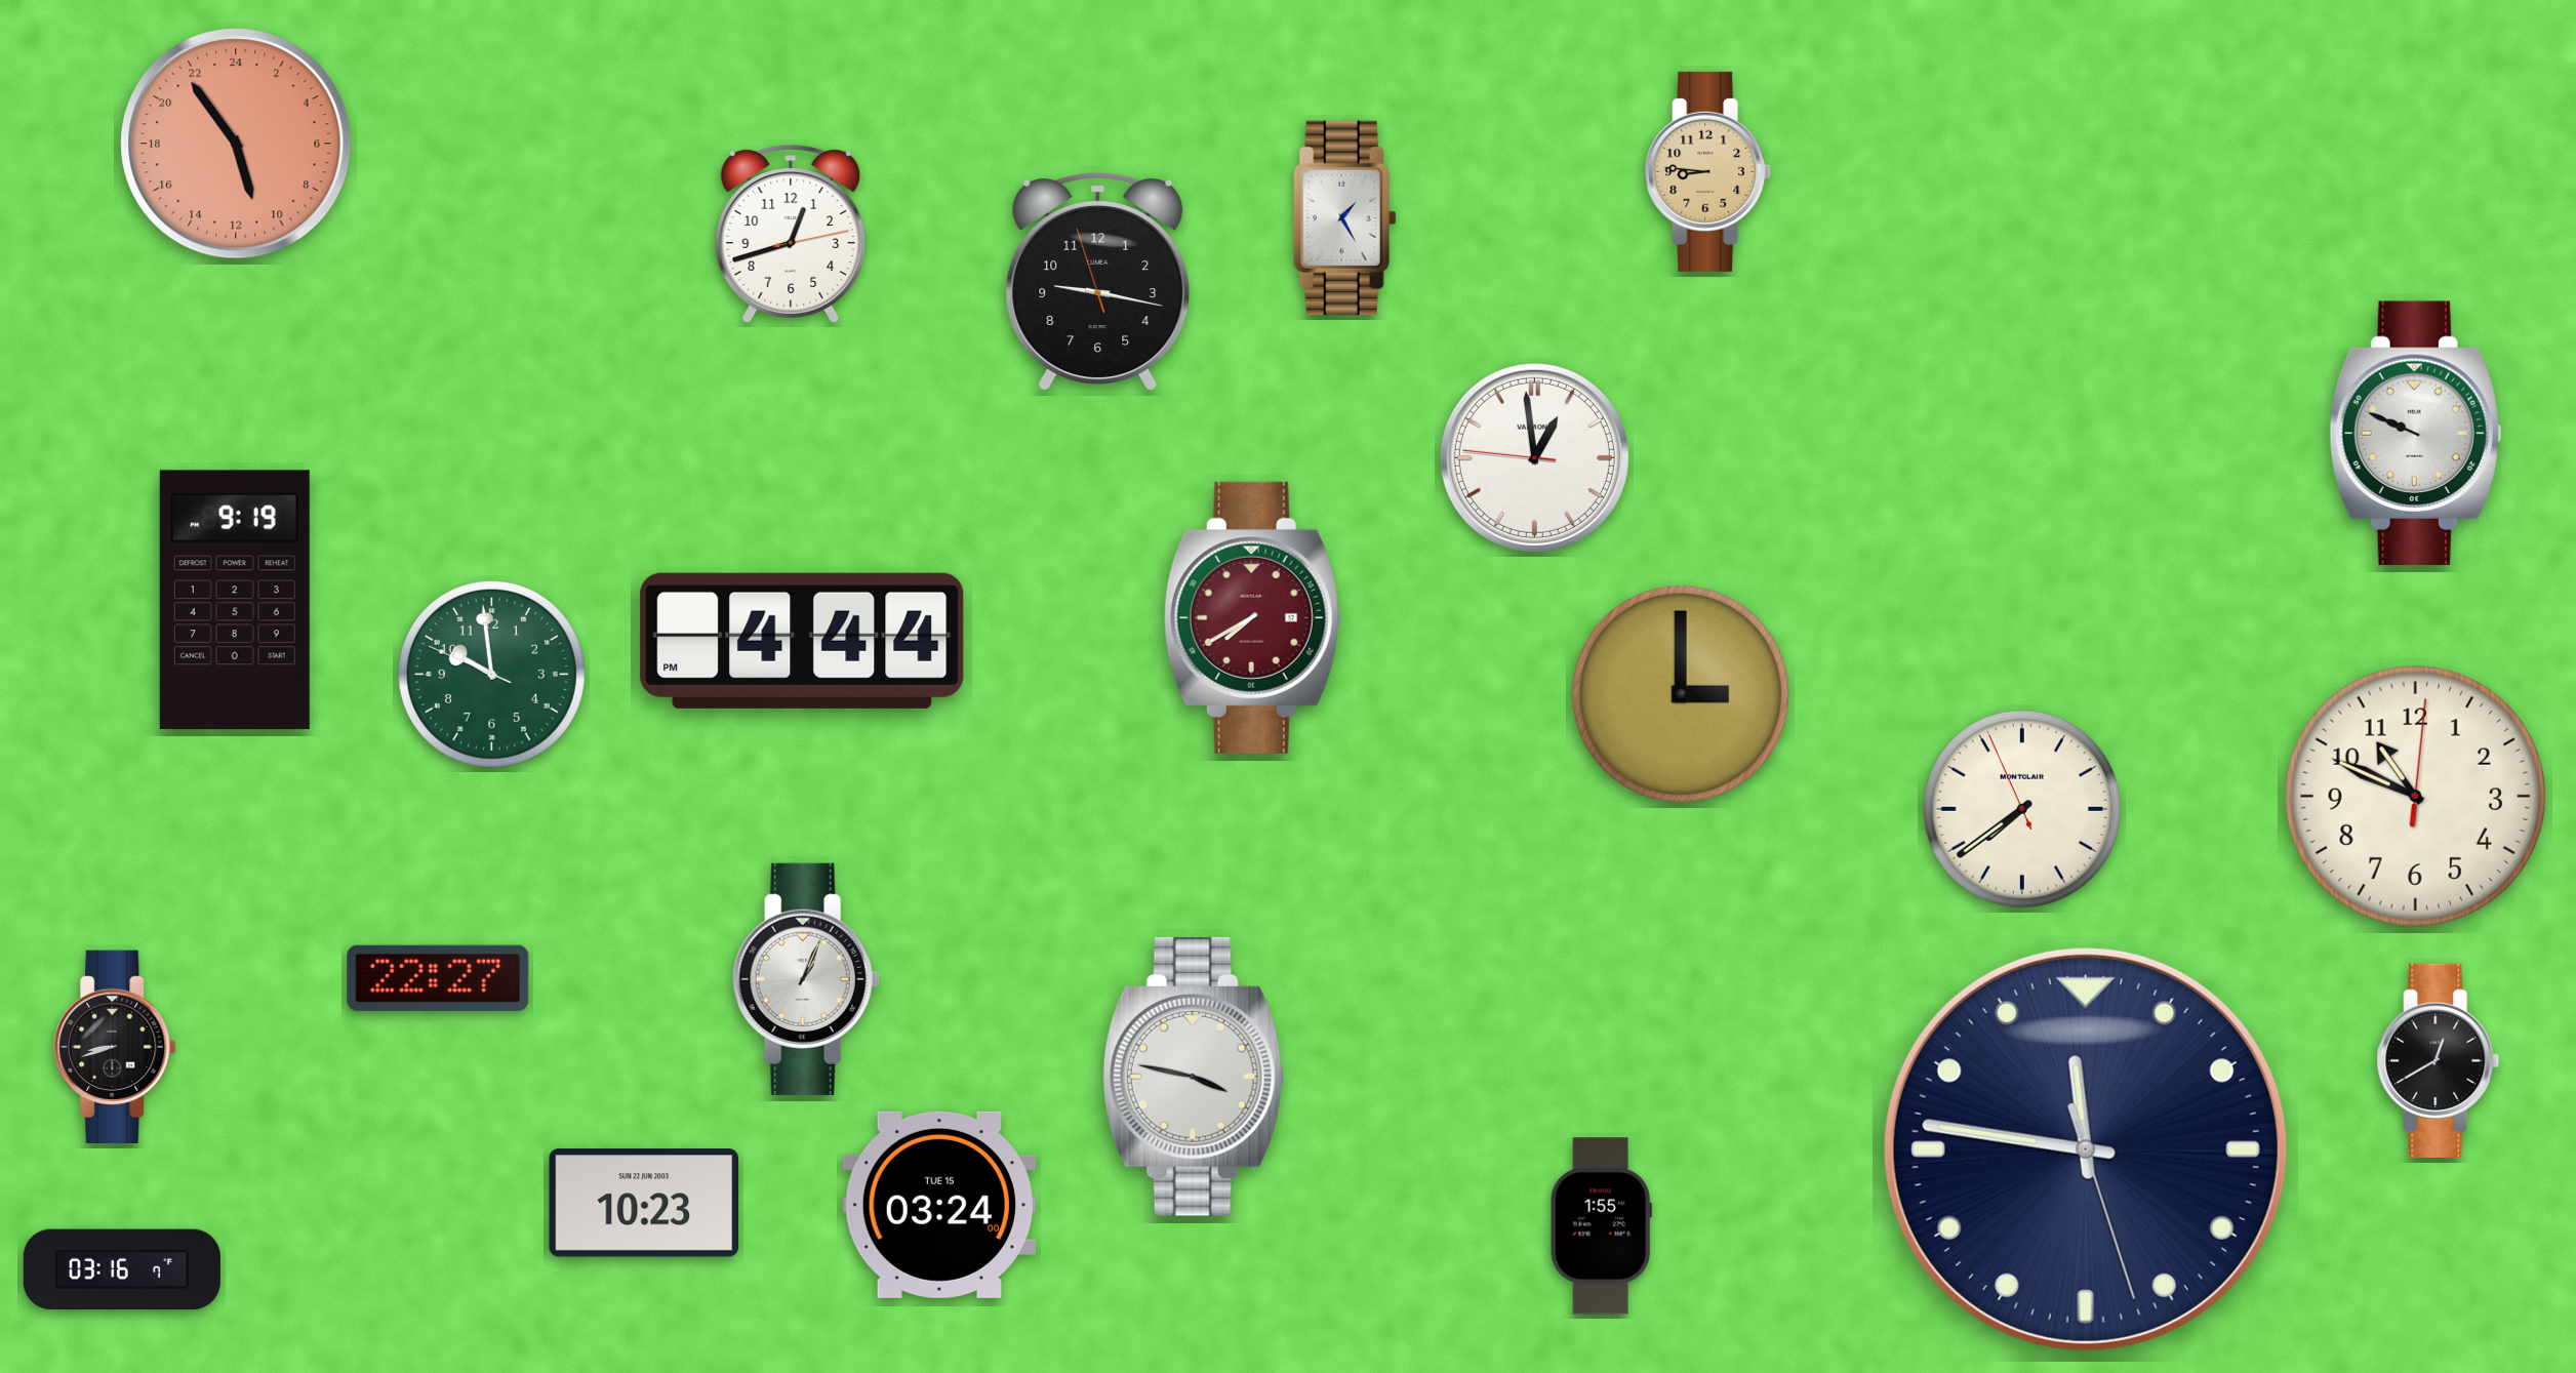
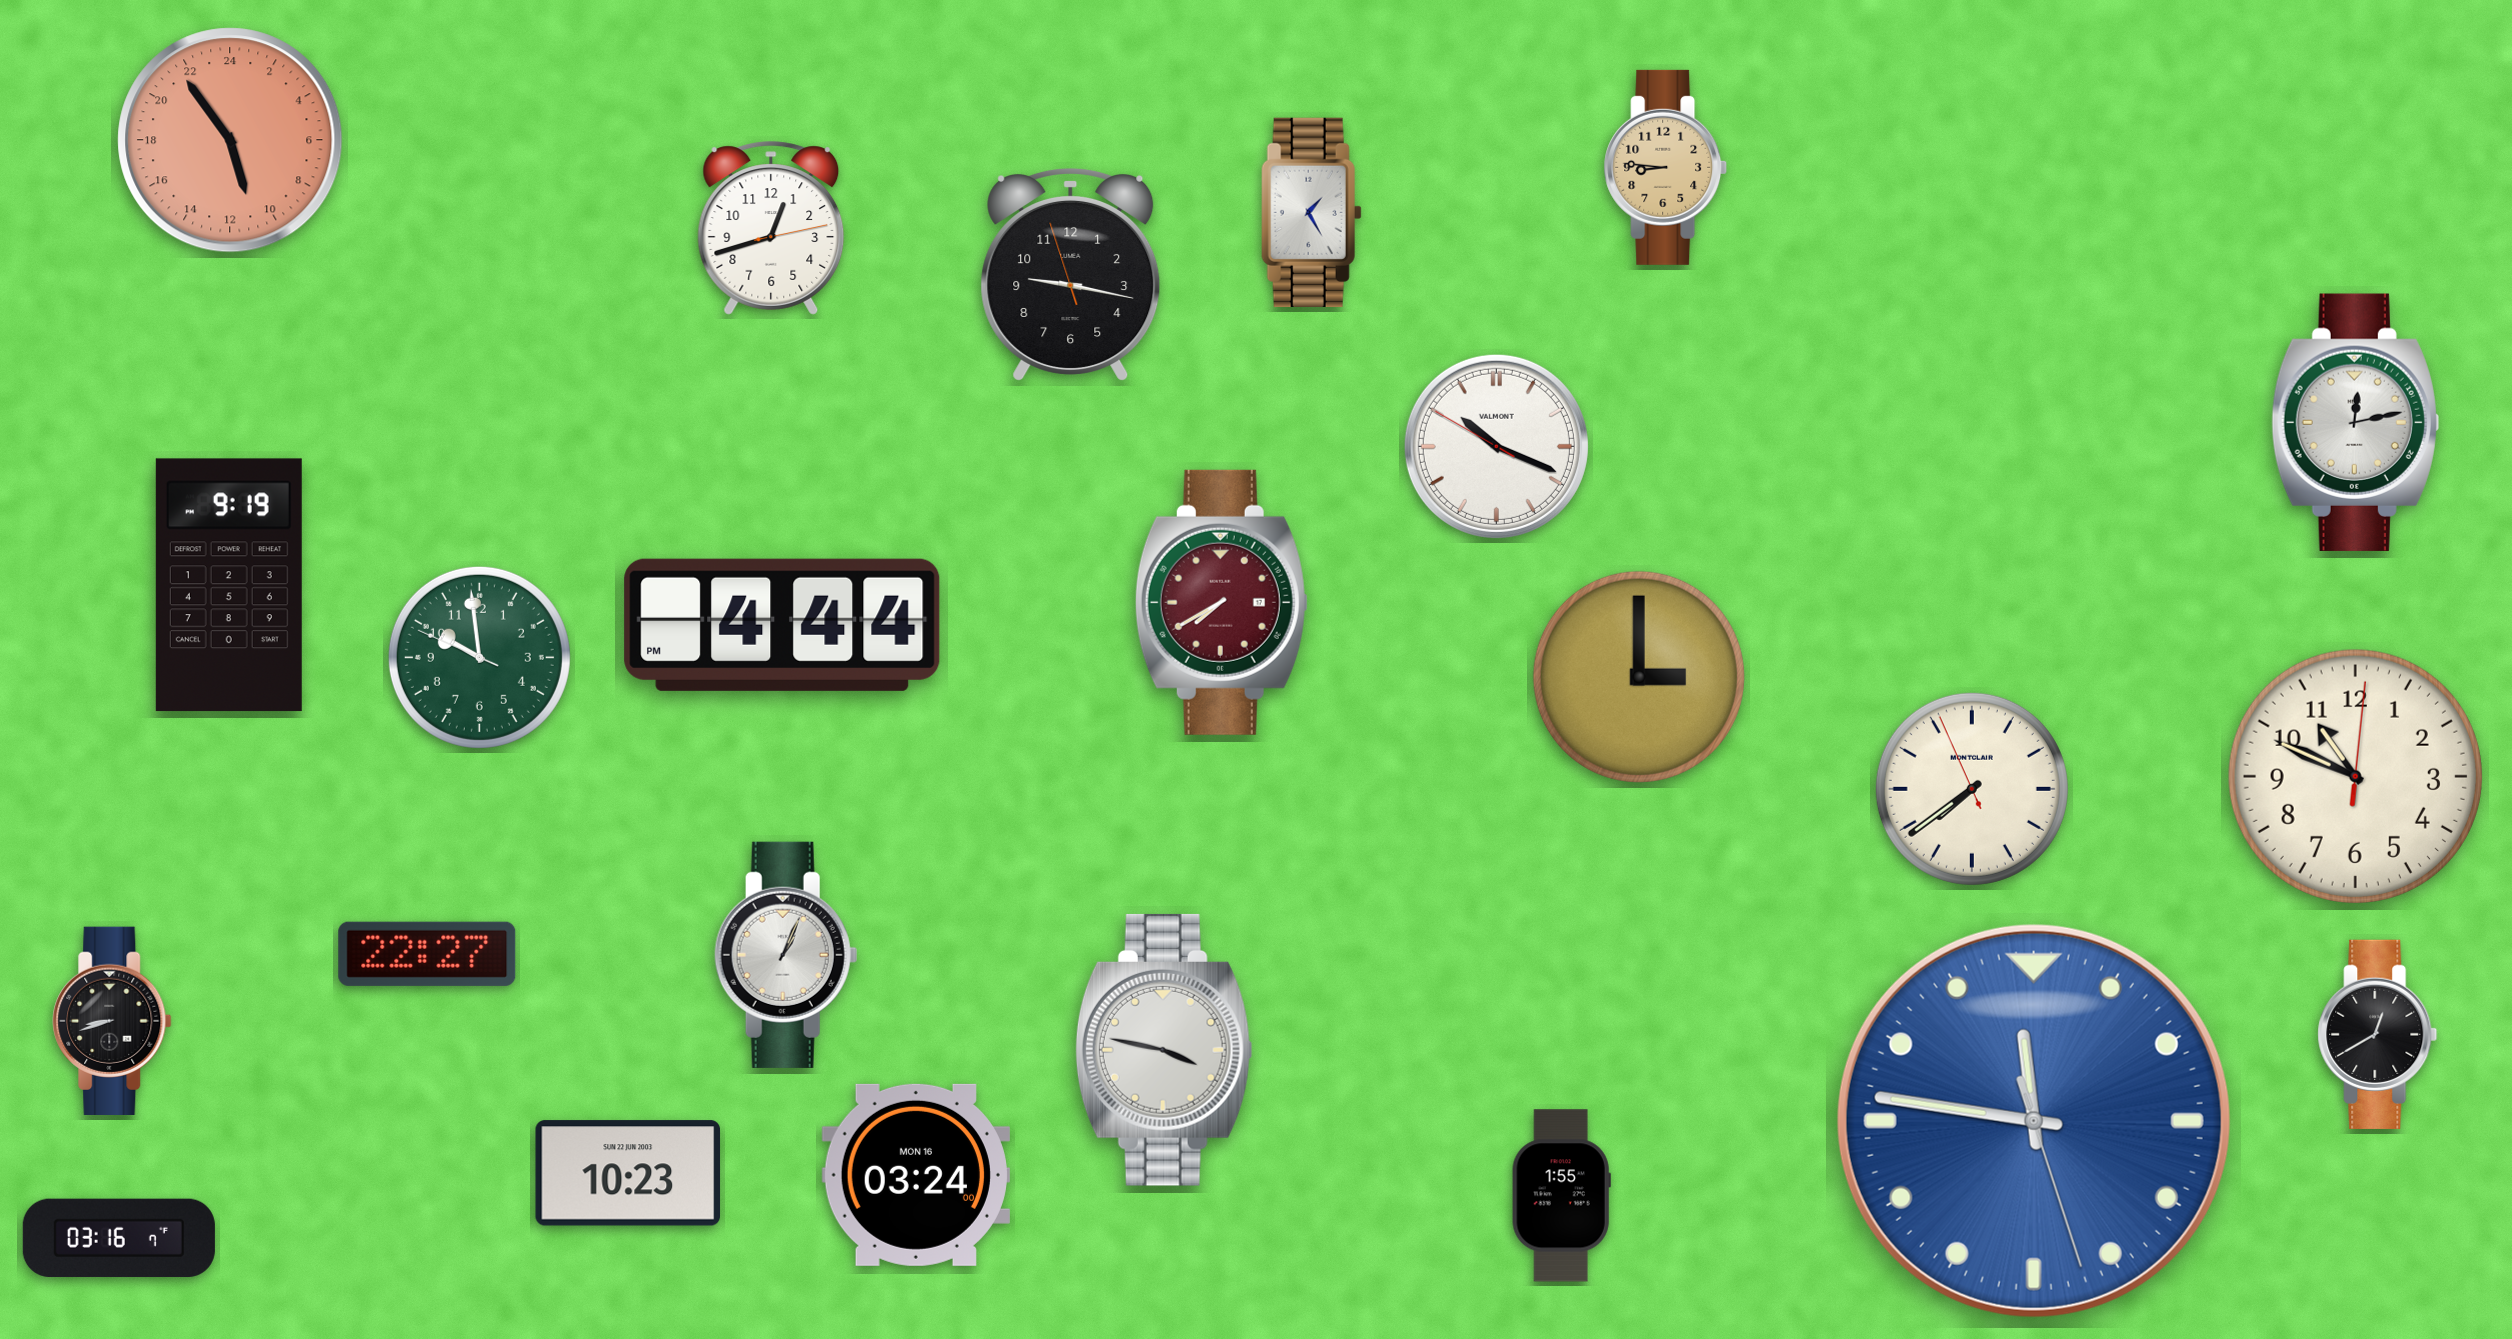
clock at (2415, 433): 9:49 -> 12:13
clock at (1534, 457): 12:58 -> 10:18
clock at (2086, 1149) dial: navy -> blue
clock at (939, 1205) date: TUE 15 -> MON 16
